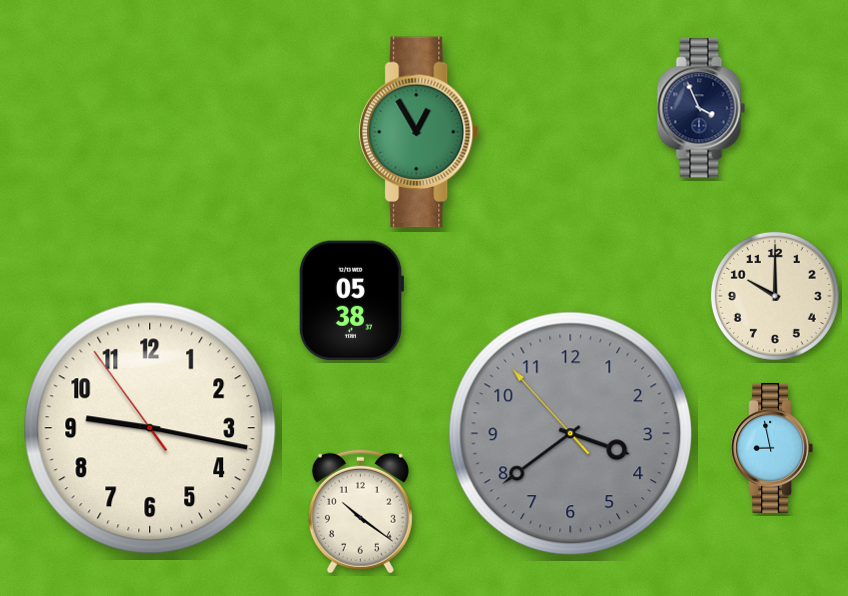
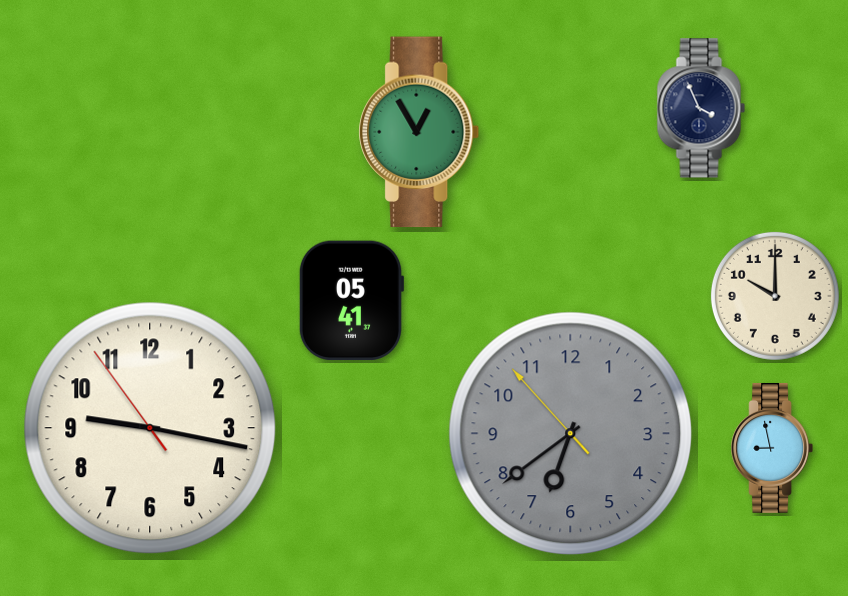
clock at (350, 301): 05:38 -> 05:41
clock at (571, 434): 3:38 -> 6:38
clock at (360, 511): 10:21 -> none
